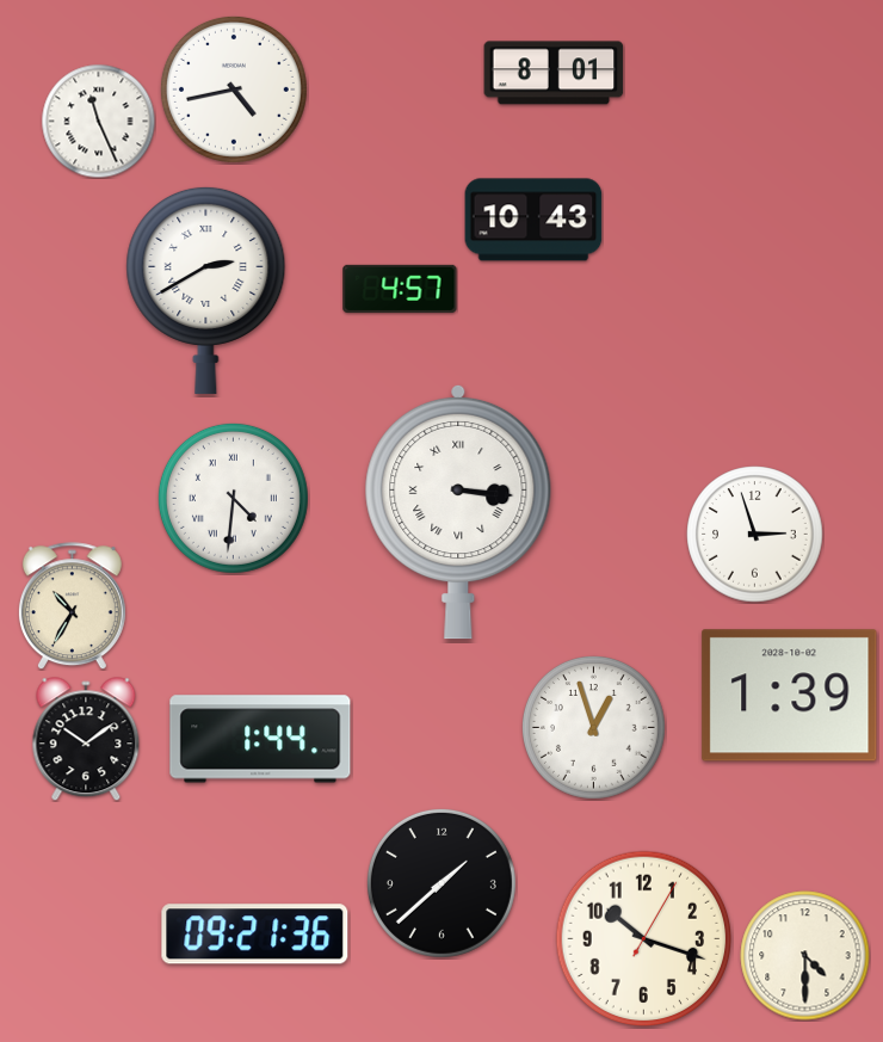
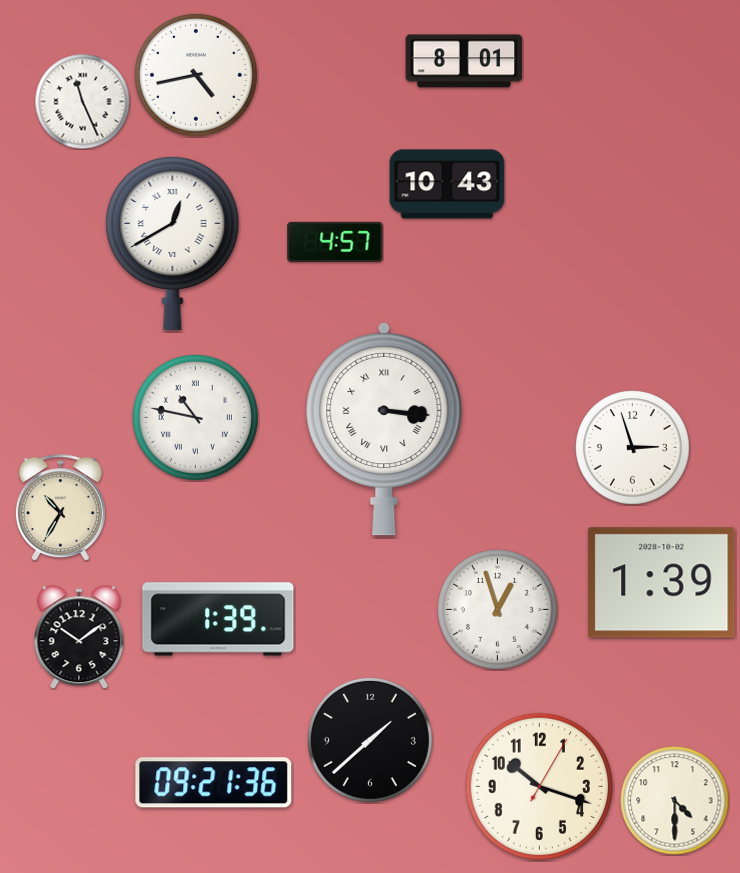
clock at (206, 290): 2:40 -> 12:40
clock at (233, 498): 4:31 -> 10:47
clock at (86, 739) position: (86, 739) -> (79, 637)
clock at (260, 739): 1:44 -> 1:39
